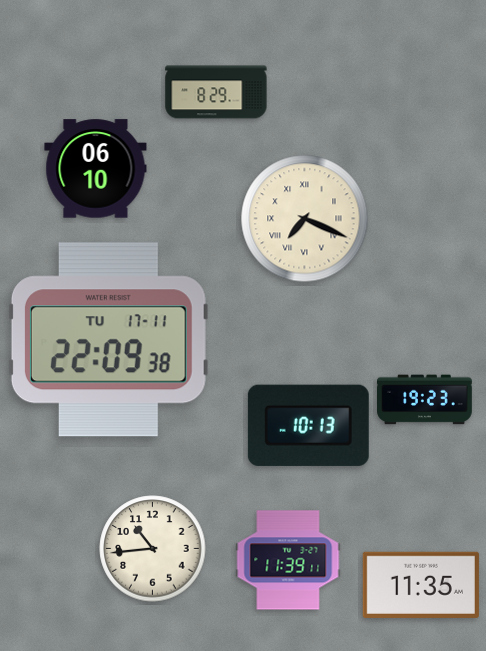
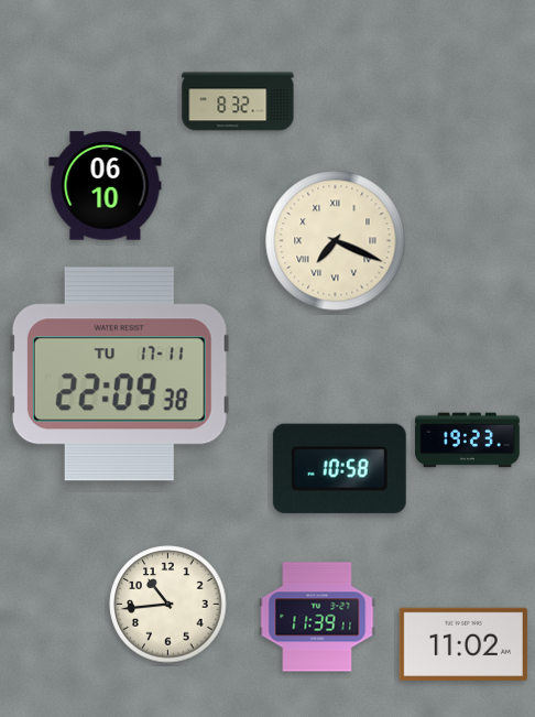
clock at (216, 92): 8:29 -> 8:32
clock at (308, 425): 10:13 -> 10:58
clock at (421, 585): 11:35 -> 11:02
